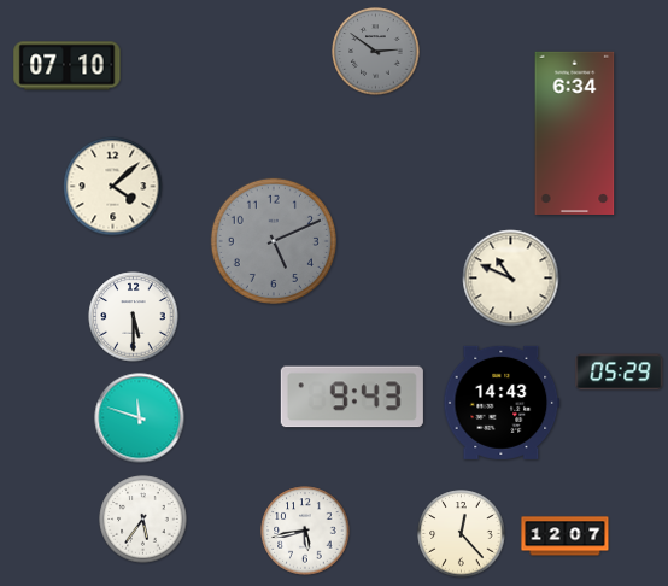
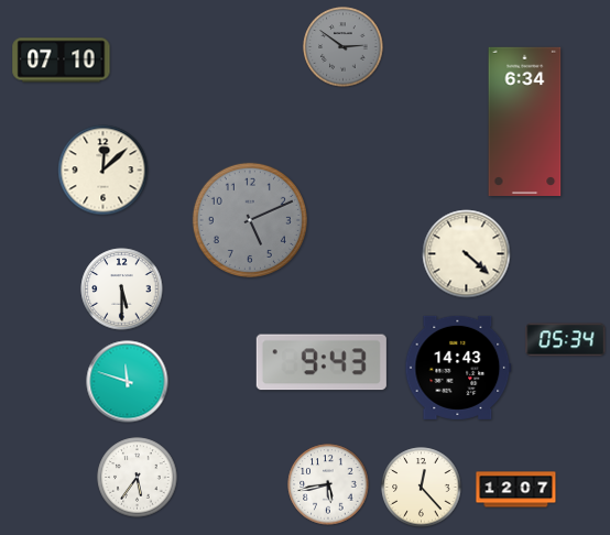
clock at (113, 187): 4:08 -> 12:08
clock at (511, 279): 10:49 -> 4:22
clock at (620, 373): 05:29 -> 05:34
clock at (143, 520) position: (143, 520) -> (138, 478)
clock at (305, 531) position: (305, 531) -> (328, 484)
